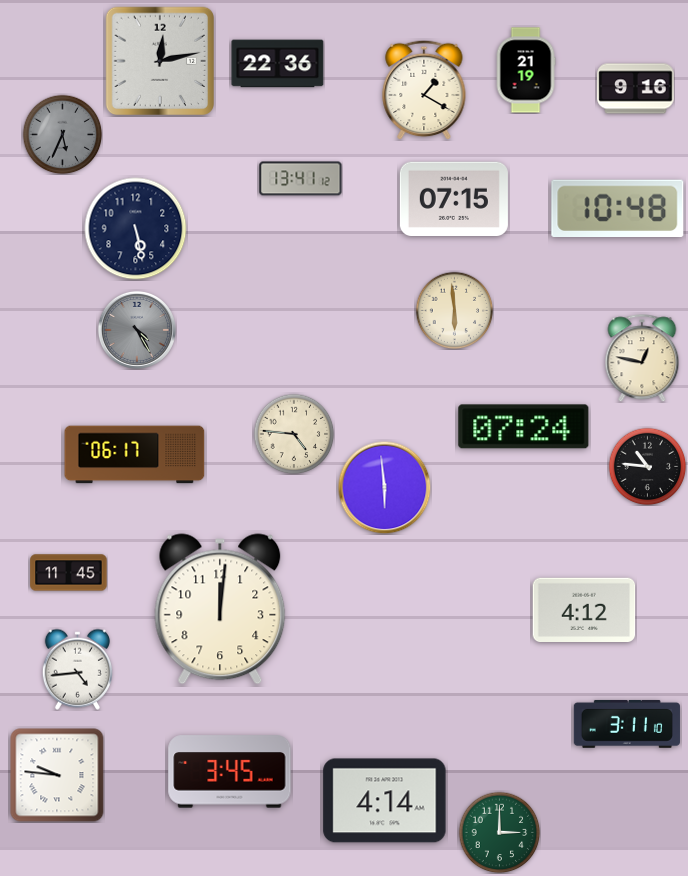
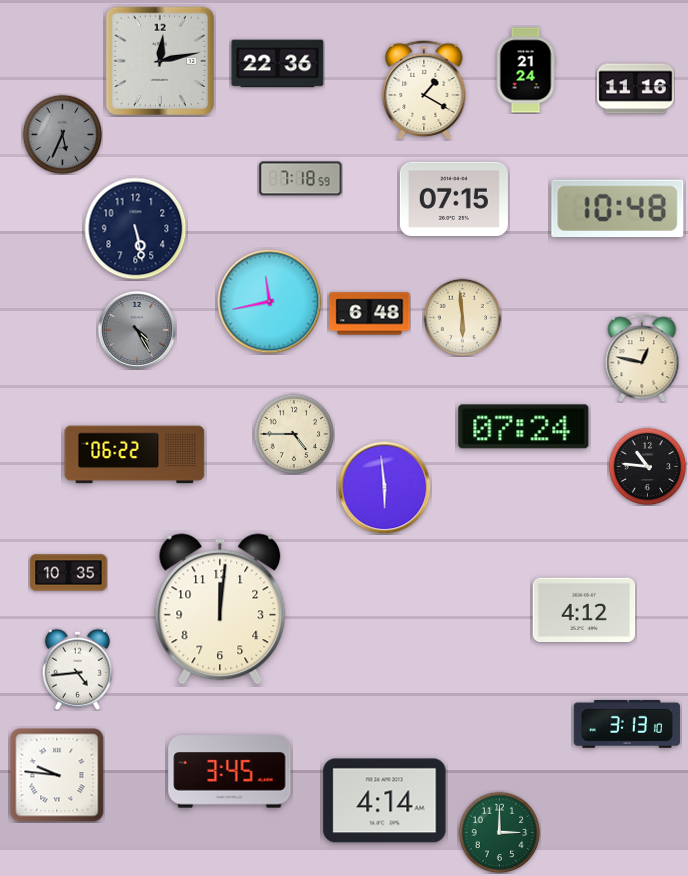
clock at (526, 70): 21:19 -> 21:24
clock at (636, 89): 9:16 -> 11:16
clock at (301, 179): 13:41 -> 7:18
clock at (270, 302): none -> 11:43
clock at (454, 310) position: (454, 310) -> (462, 317)
clock at (370, 314): none -> 6:48
clock at (294, 434): 4:46 -> 4:45
clock at (135, 455): 06:17 -> 06:22
clock at (69, 573): 11:45 -> 10:35
clock at (627, 724): 3:11 -> 3:13
